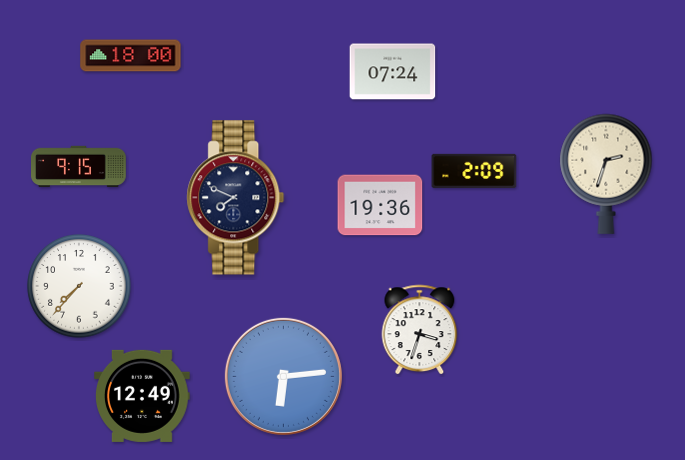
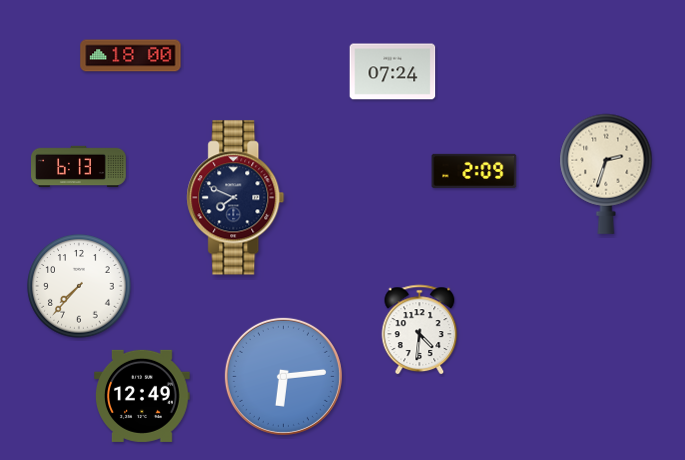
clock at (79, 167): 9:15 -> 6:13
clock at (380, 205): 19:36 -> none
clock at (420, 330): 3:33 -> 4:31
